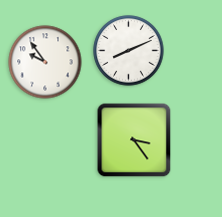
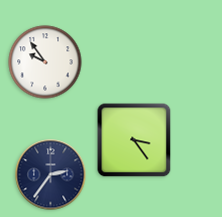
clock at (129, 51): 8:11 -> none
clock at (51, 175): none -> 2:36
